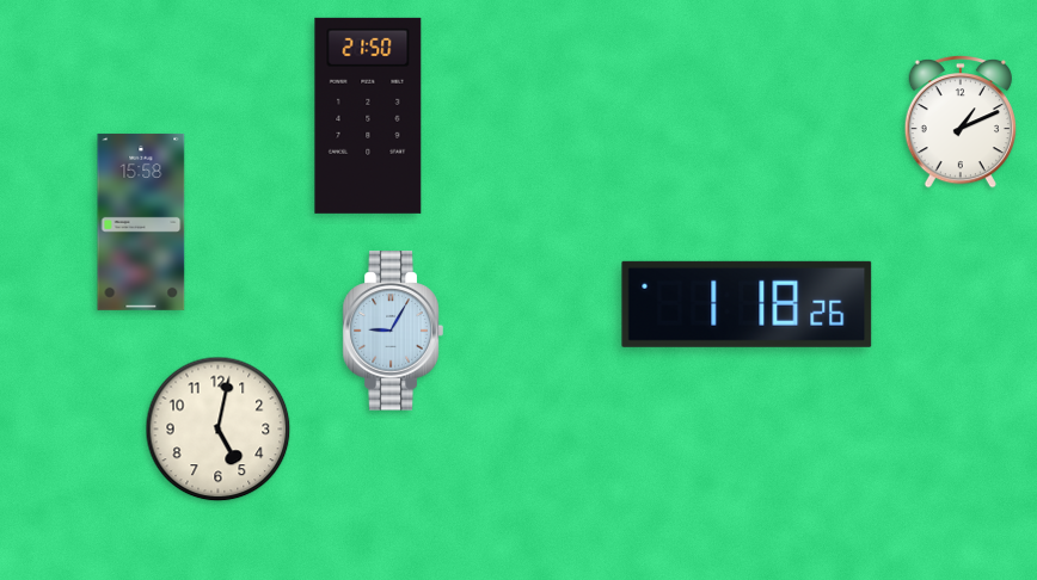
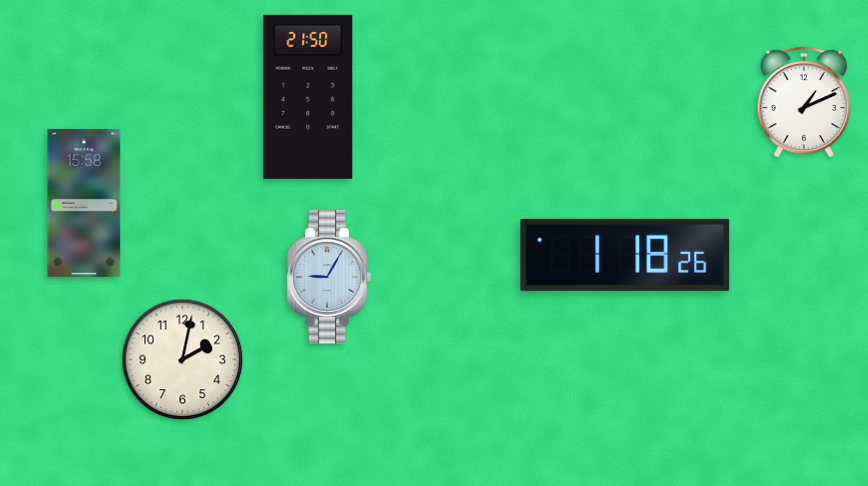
clock at (141, 222) position: (141, 222) -> (84, 203)
clock at (219, 430): 5:02 -> 2:02
